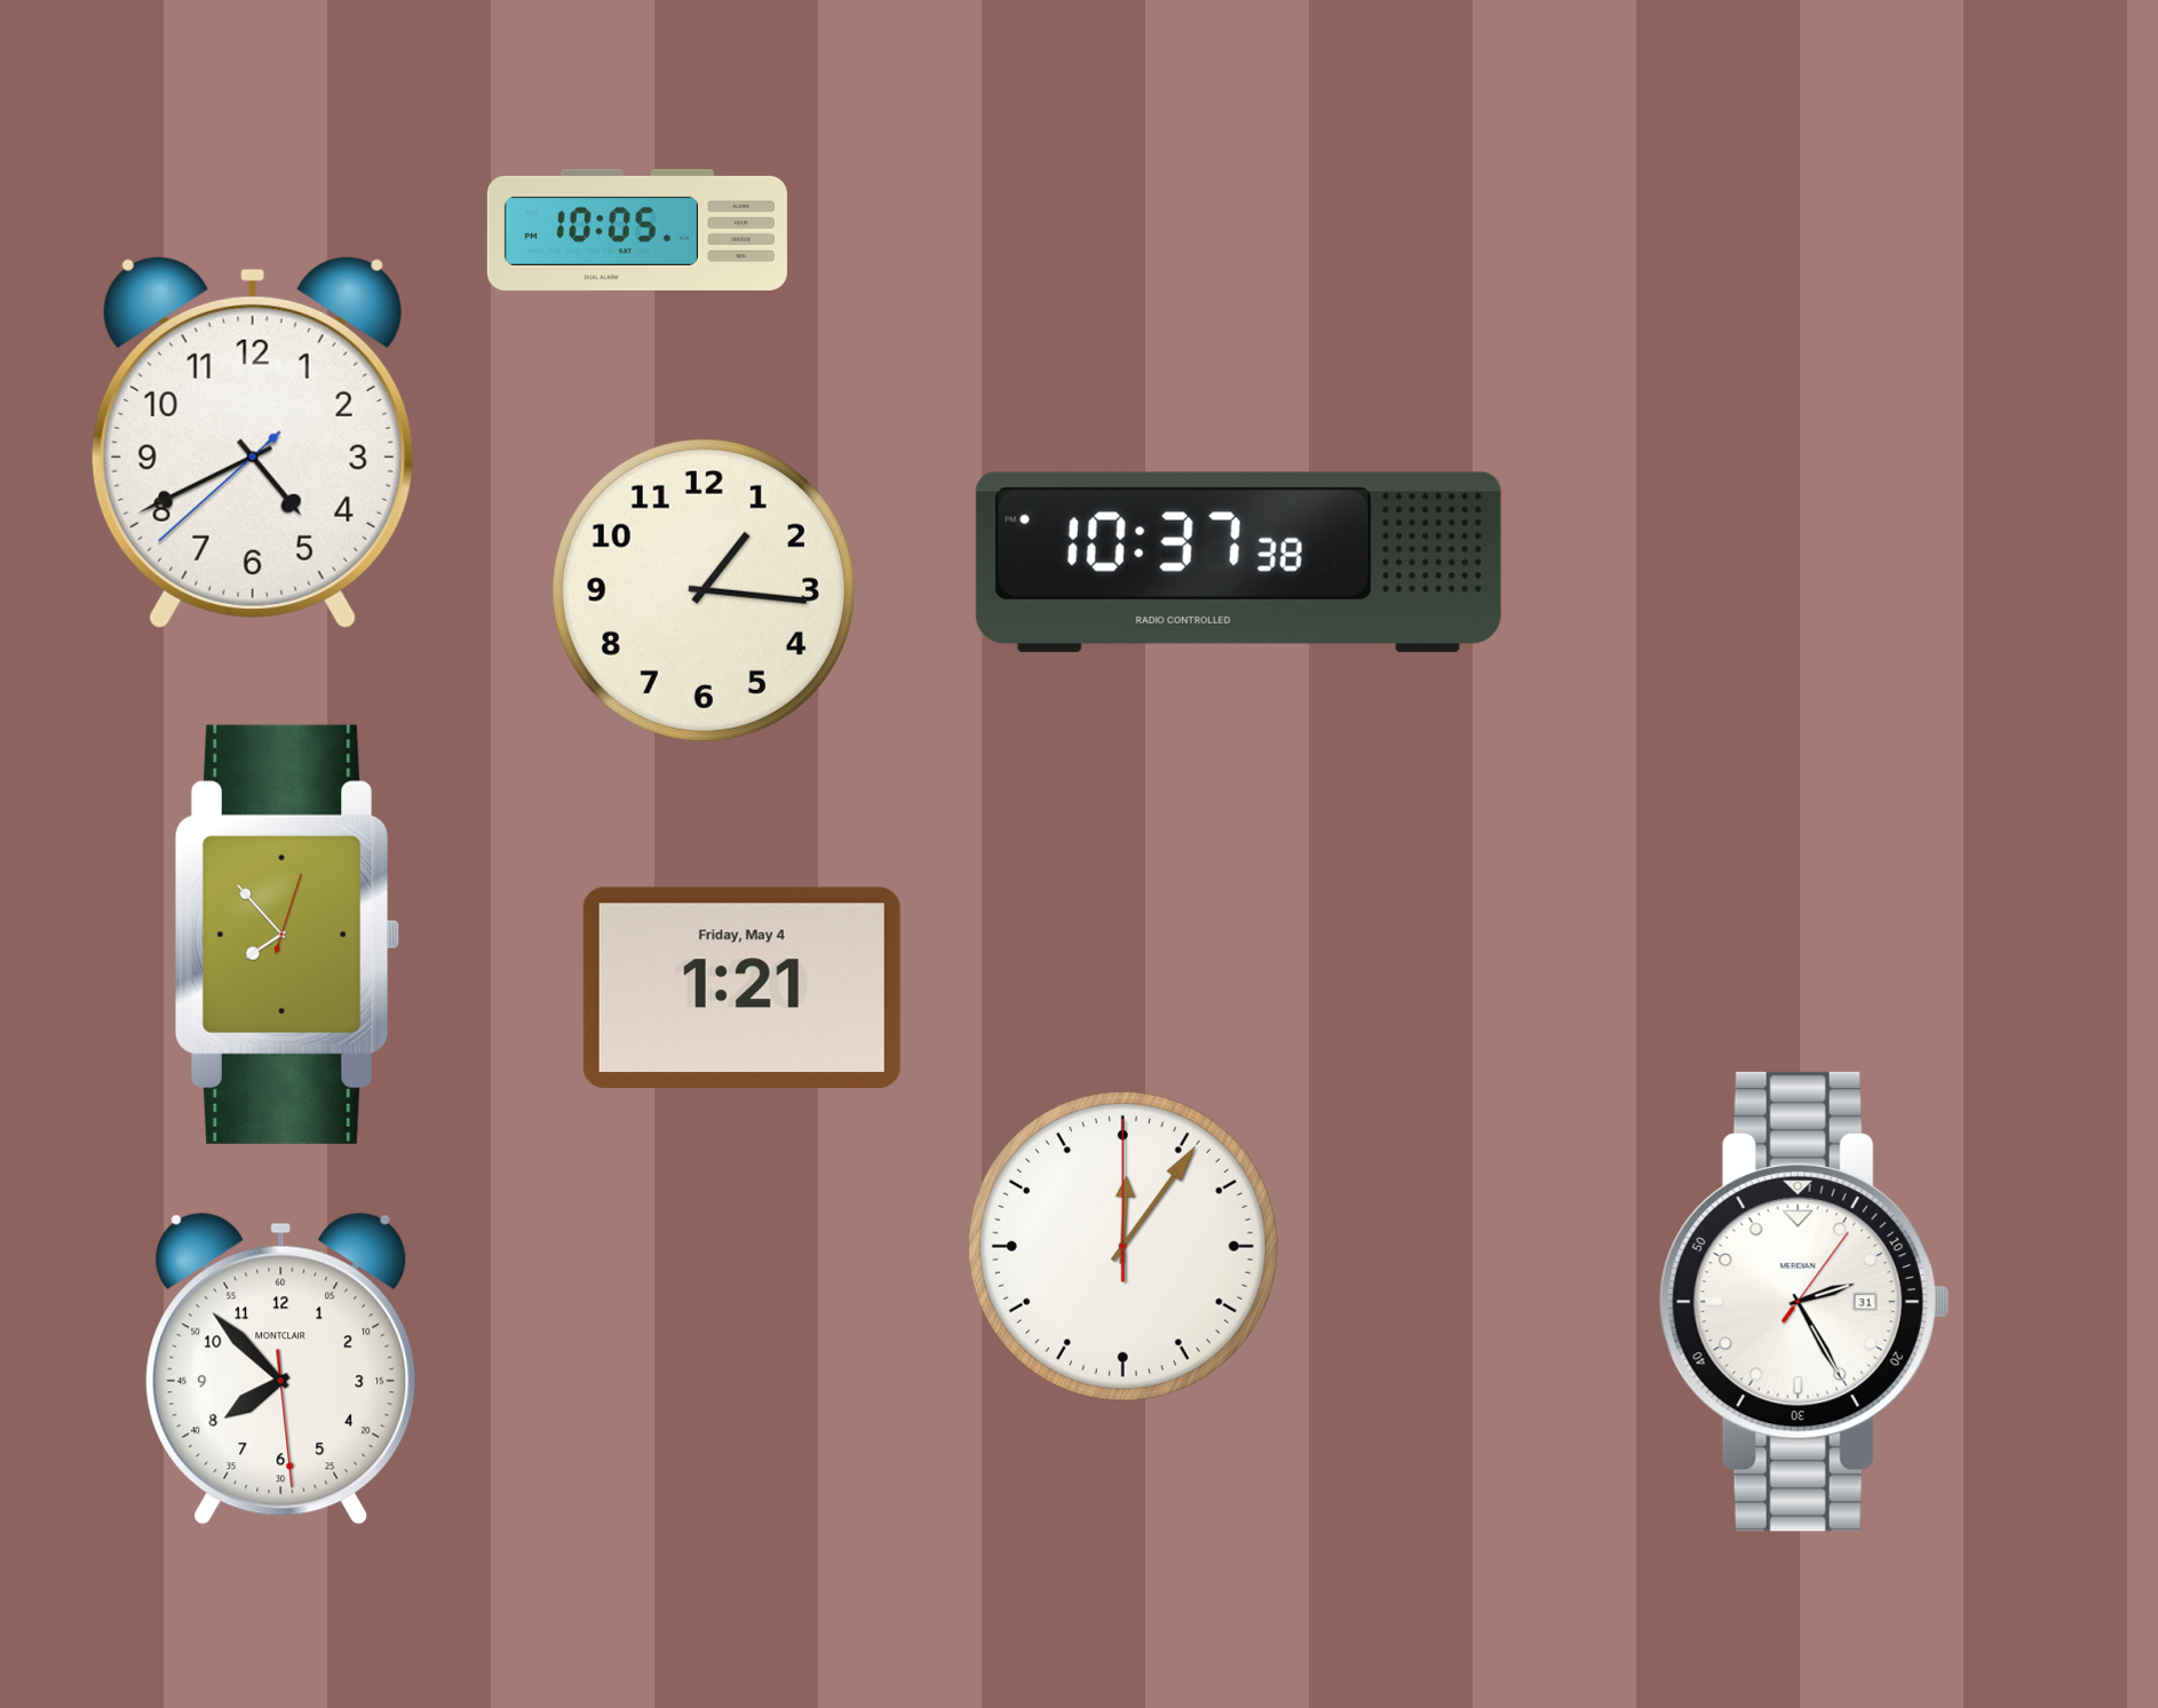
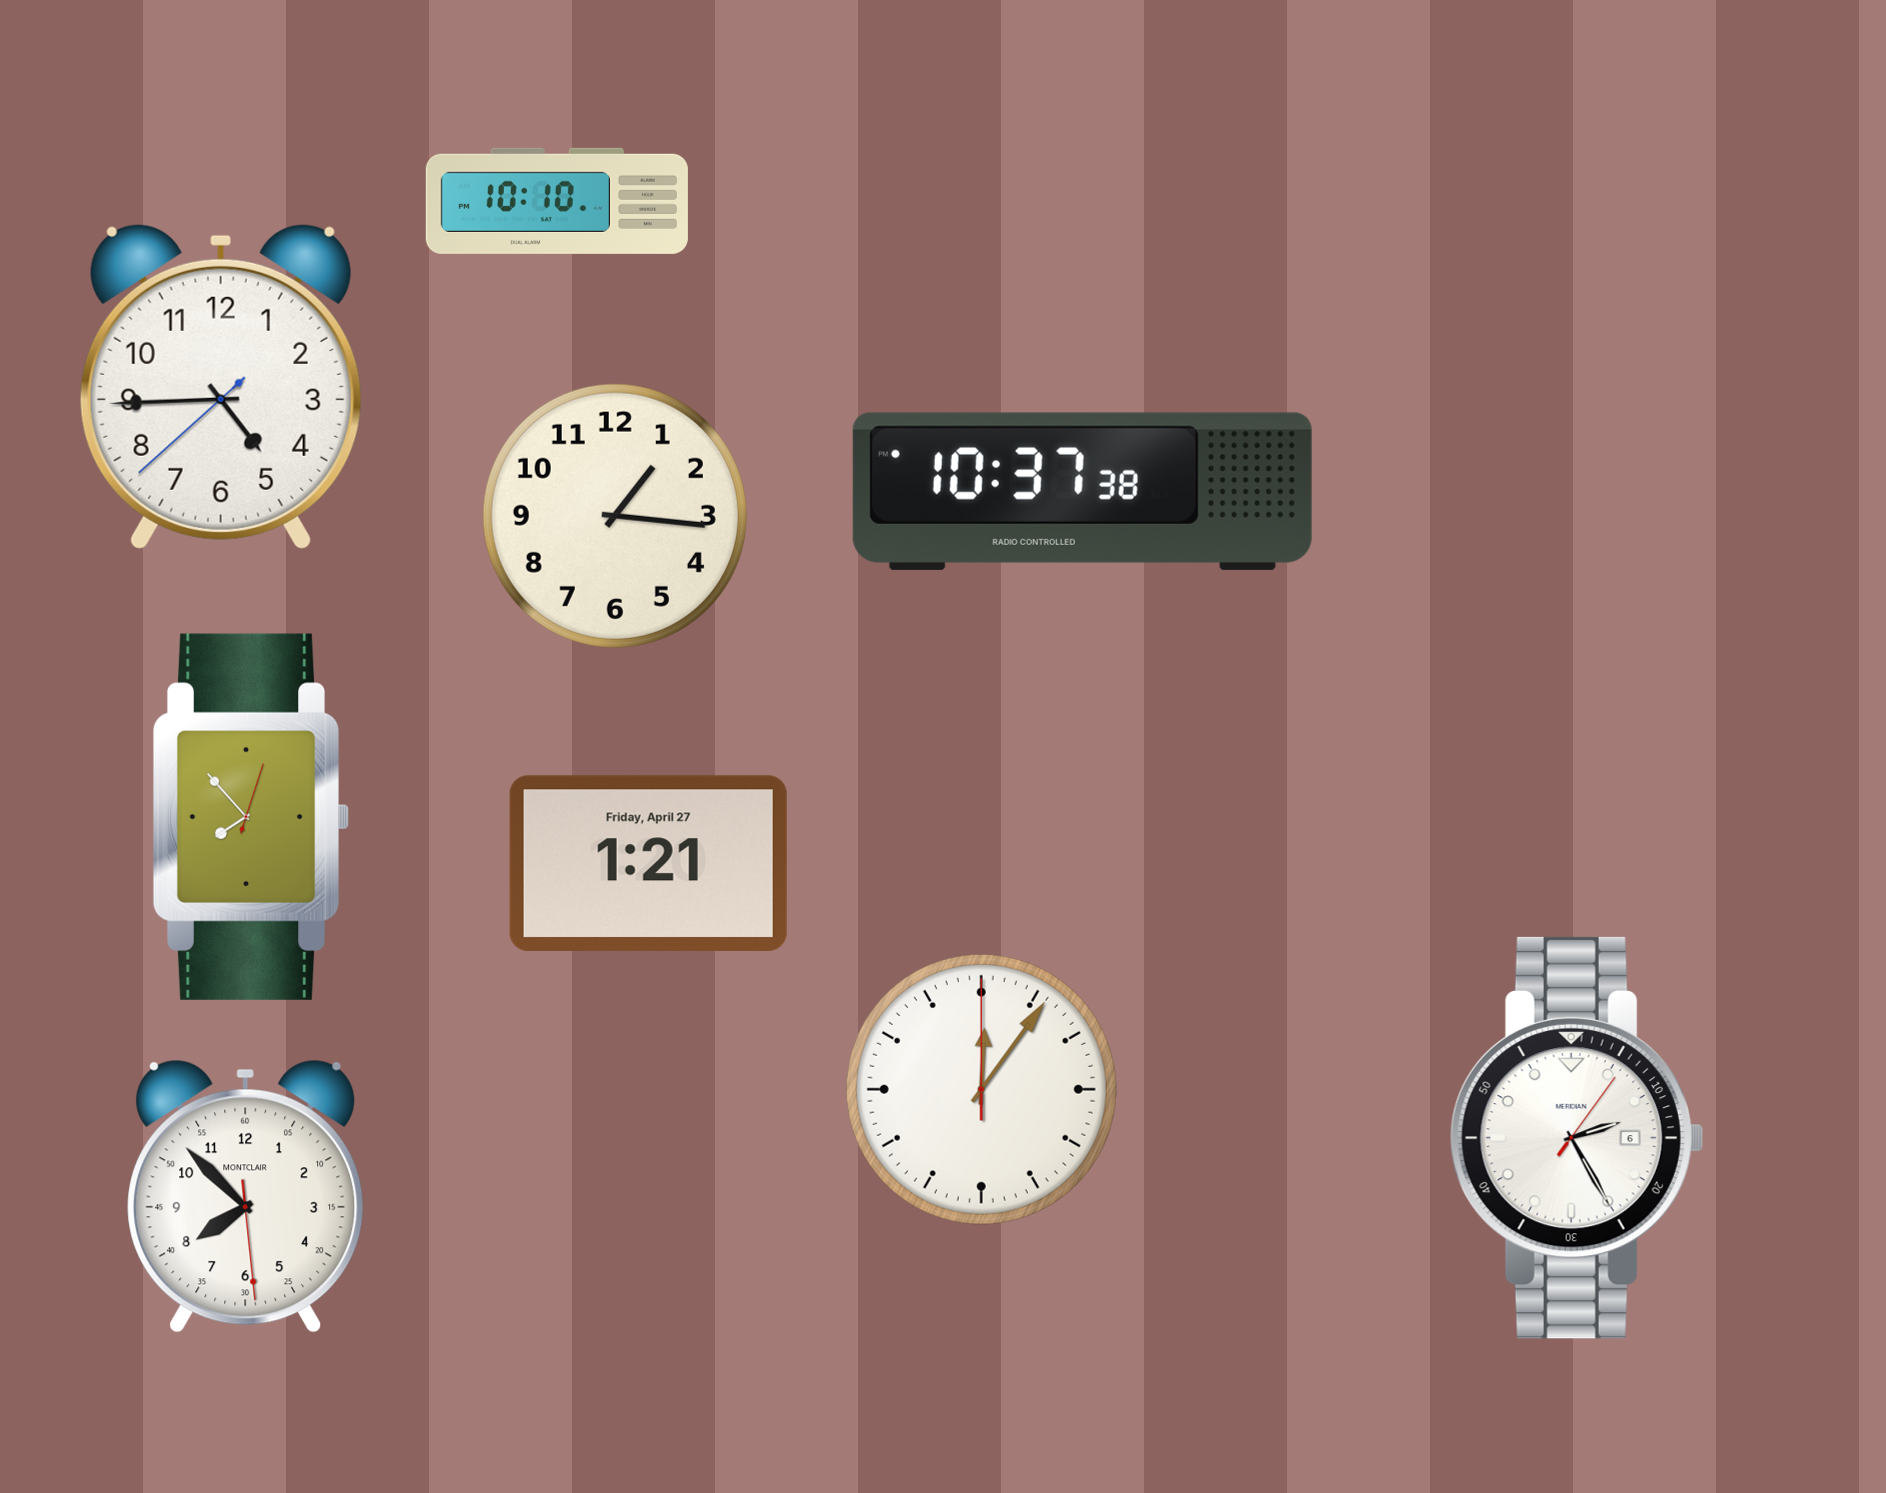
clock at (637, 230): 10:05 -> 10:10
clock at (253, 442): 4:40 -> 4:44
clock at (741, 987) date: Friday, May 4 -> Friday, April 27
clock at (1804, 1302) date: 31 -> 6
